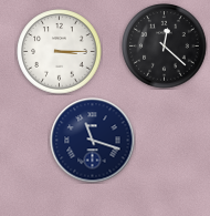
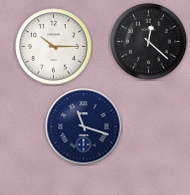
clock at (60, 52): 3:15 -> 10:15
